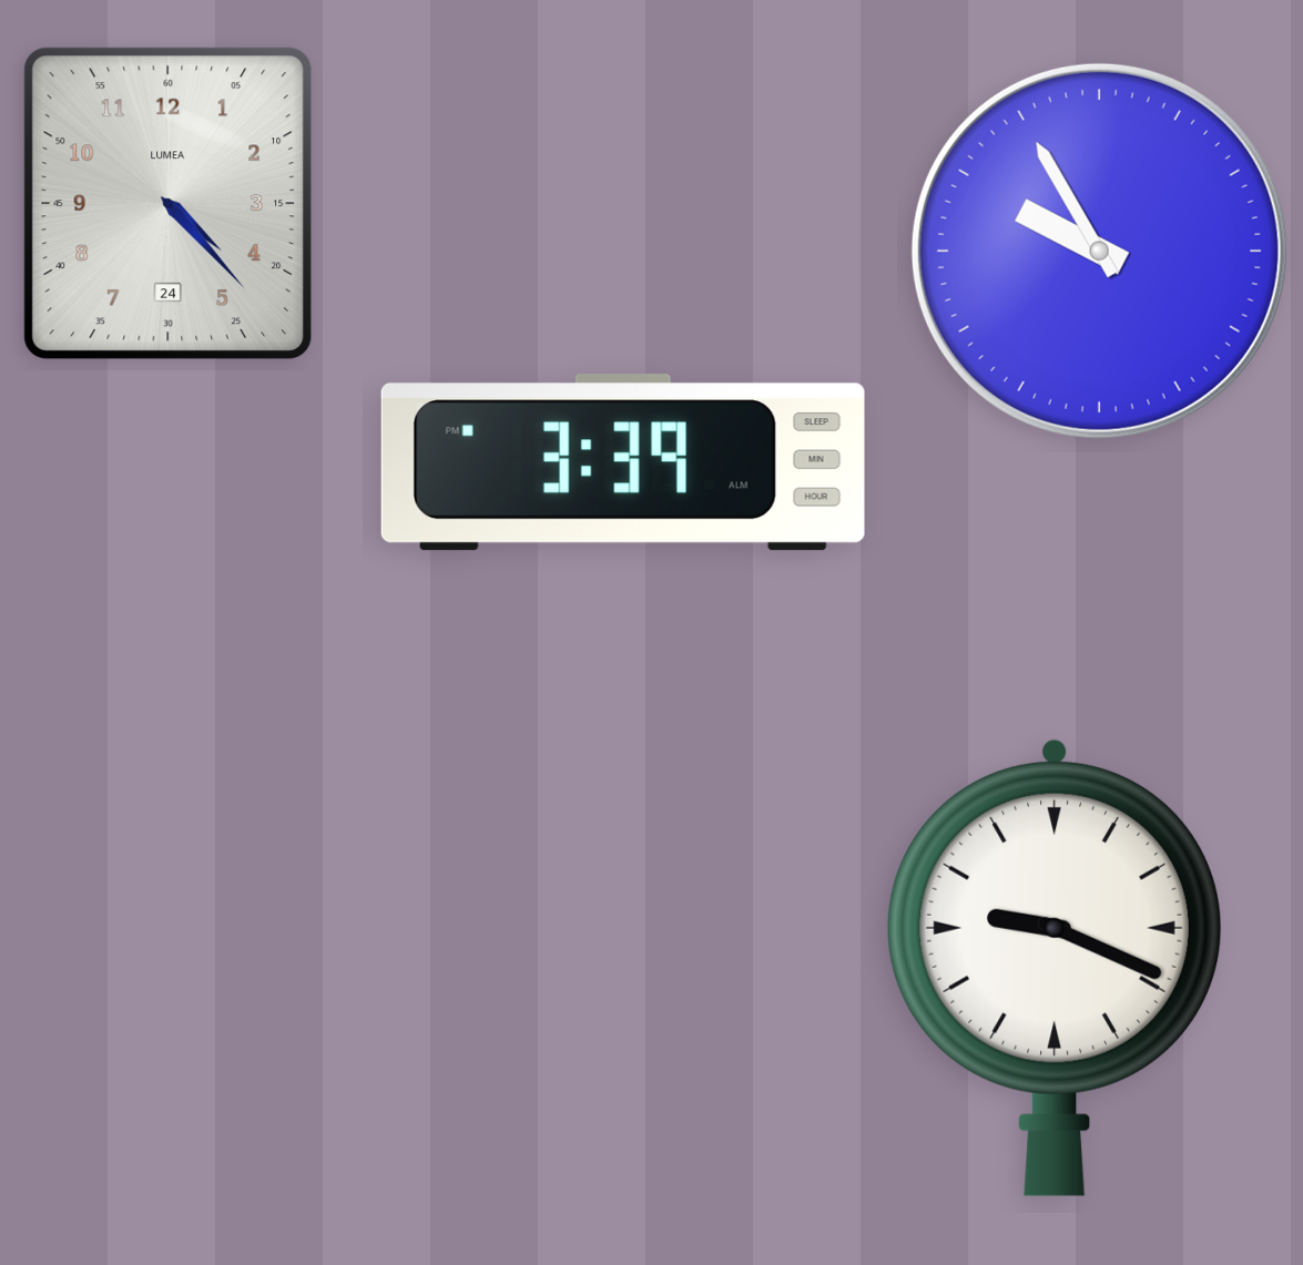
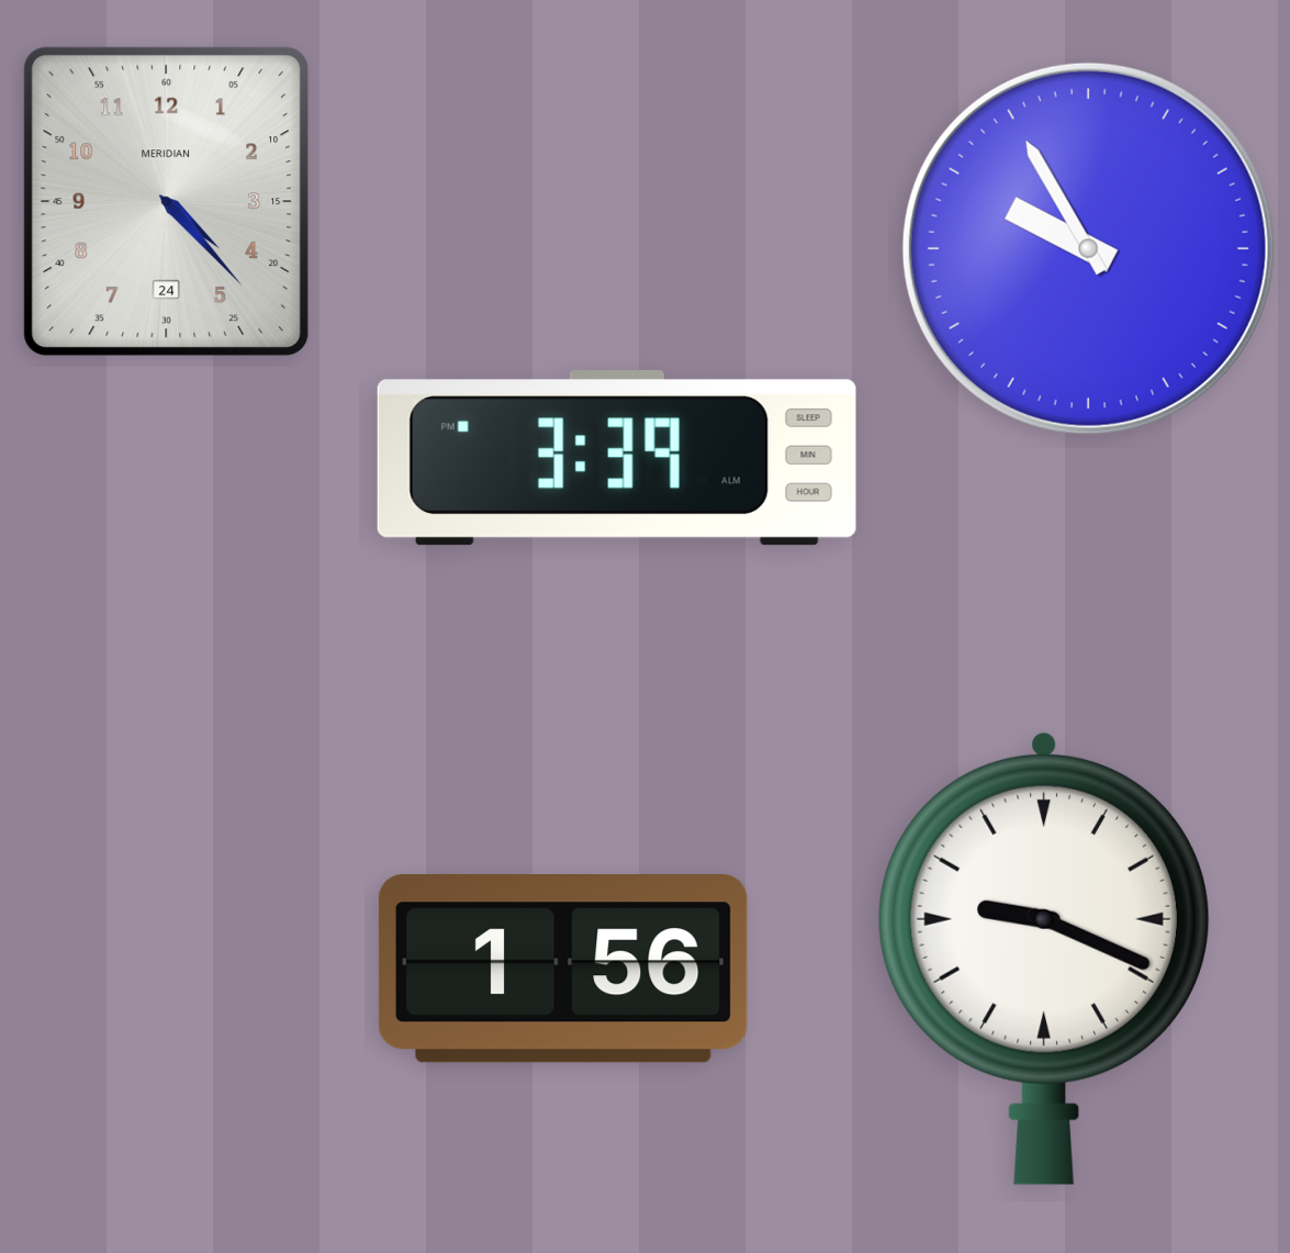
clock at (169, 204) brand: LUMEA -> MERIDIAN
clock at (563, 970): none -> 1:56
